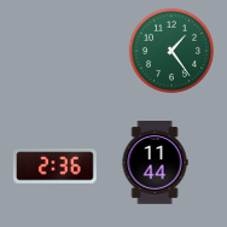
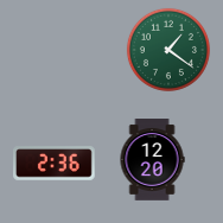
clock at (171, 51): 1:24 -> 1:21
clock at (155, 163): 11:44 -> 12:20
